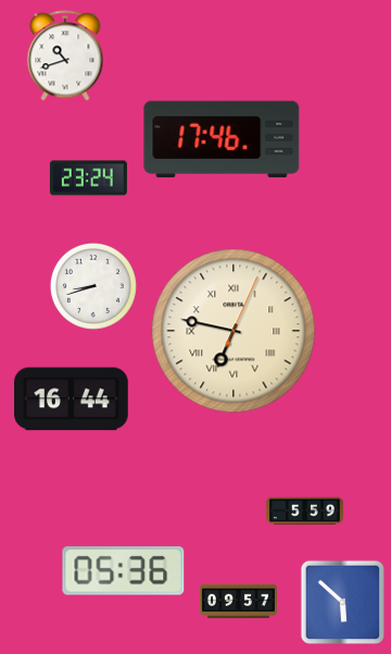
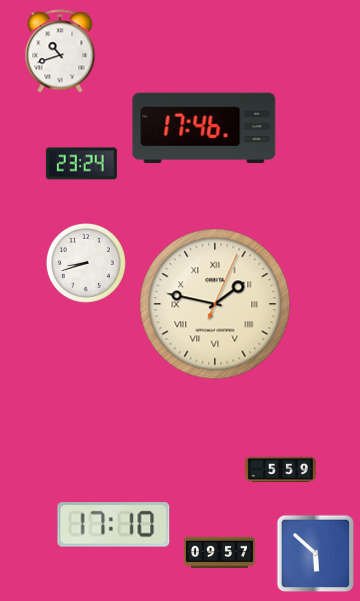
clock at (234, 331): 6:47 -> 1:47
clock at (72, 399): 16:44 -> none
clock at (124, 571): 05:36 -> 17:10
